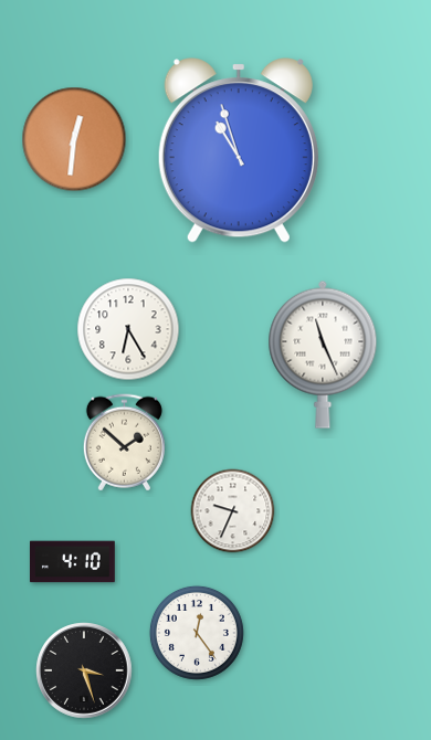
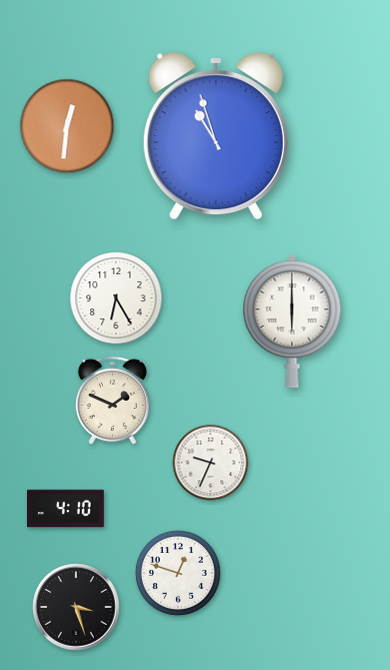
clock at (323, 355): 11:26 -> 6:00
clock at (124, 443): 1:52 -> 1:49
clock at (197, 633): 12:24 -> 12:48
